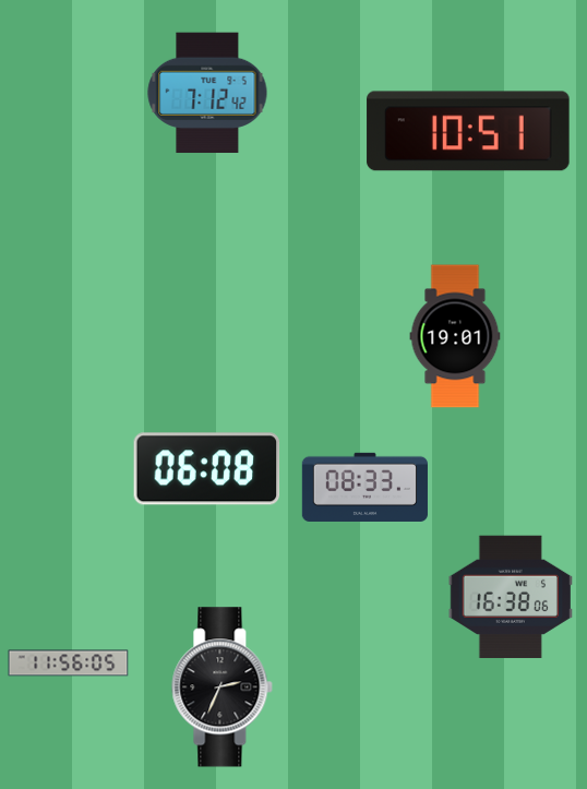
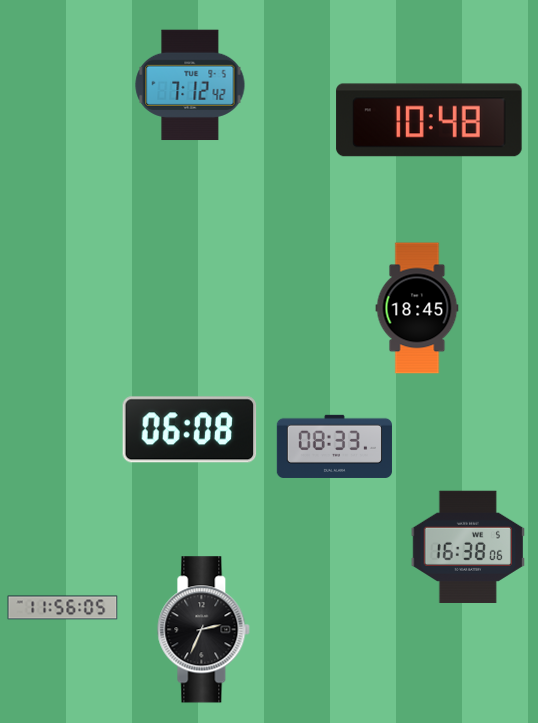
clock at (468, 131): 10:51 -> 10:48
clock at (455, 336): 19:01 -> 18:45
